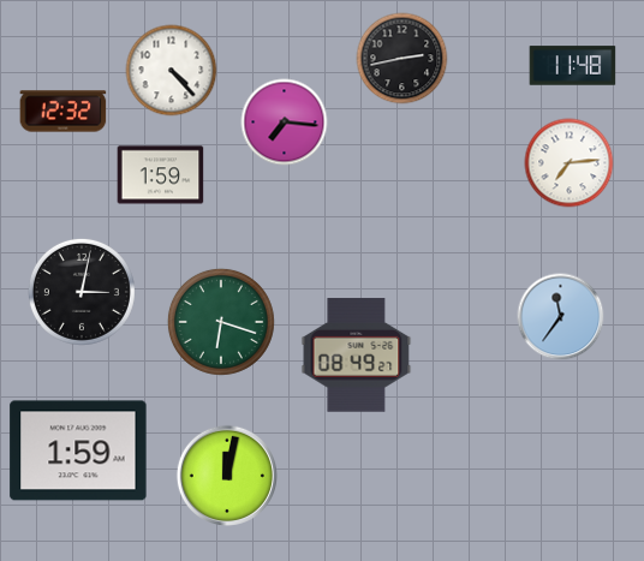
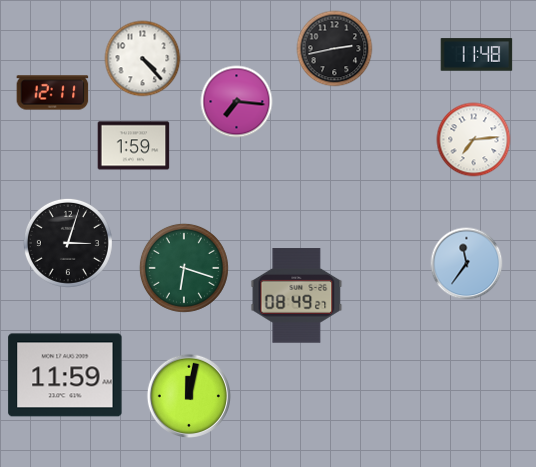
clock at (64, 112): 12:32 -> 12:11
clock at (570, 163) position: (570, 163) -> (474, 140)
clock at (82, 292): 3:02 -> 3:03
clock at (78, 450): 1:59 -> 11:59
